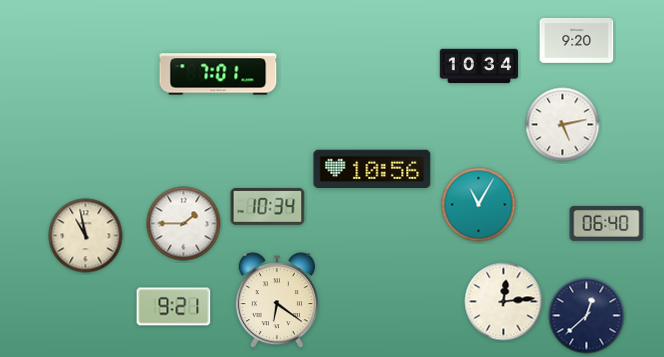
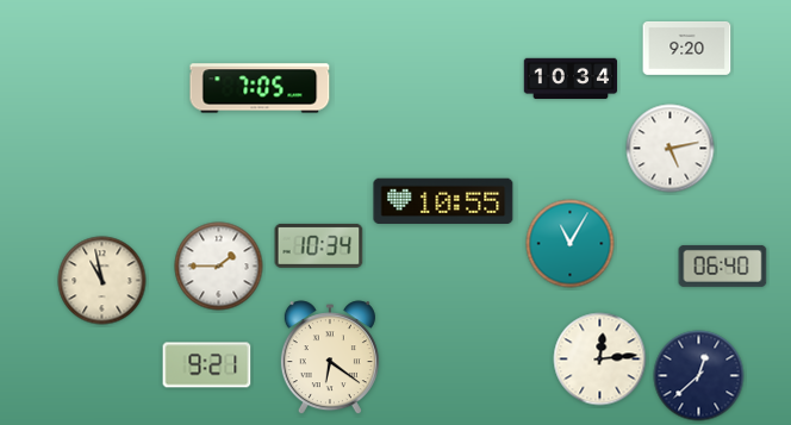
clock at (218, 74): 7:01 -> 7:05
clock at (372, 169): 10:56 -> 10:55
